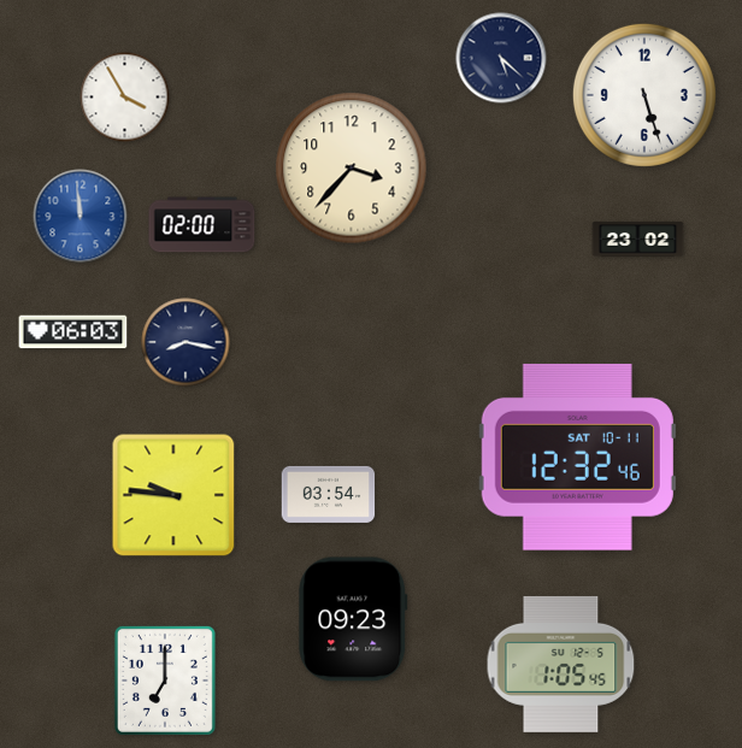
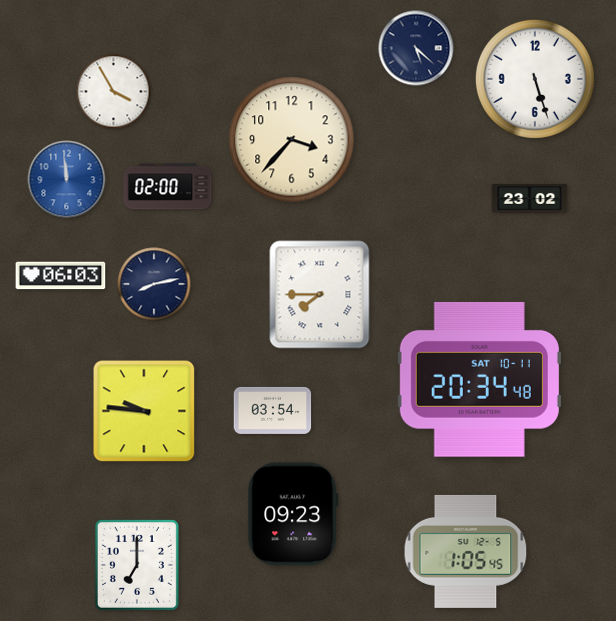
clock at (125, 98) position: (125, 98) -> (114, 92)
clock at (185, 342): 8:17 -> 8:13
clock at (320, 295): none -> 7:45
clock at (577, 457): 12:32 -> 20:34
